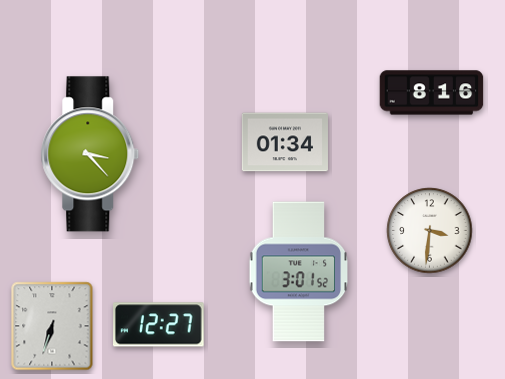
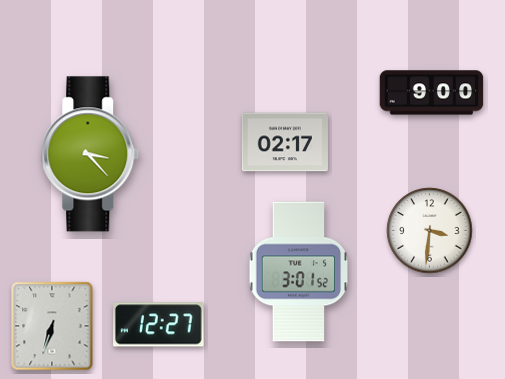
clock at (432, 93): 8:16 -> 9:00
clock at (285, 142): 01:34 -> 02:17
